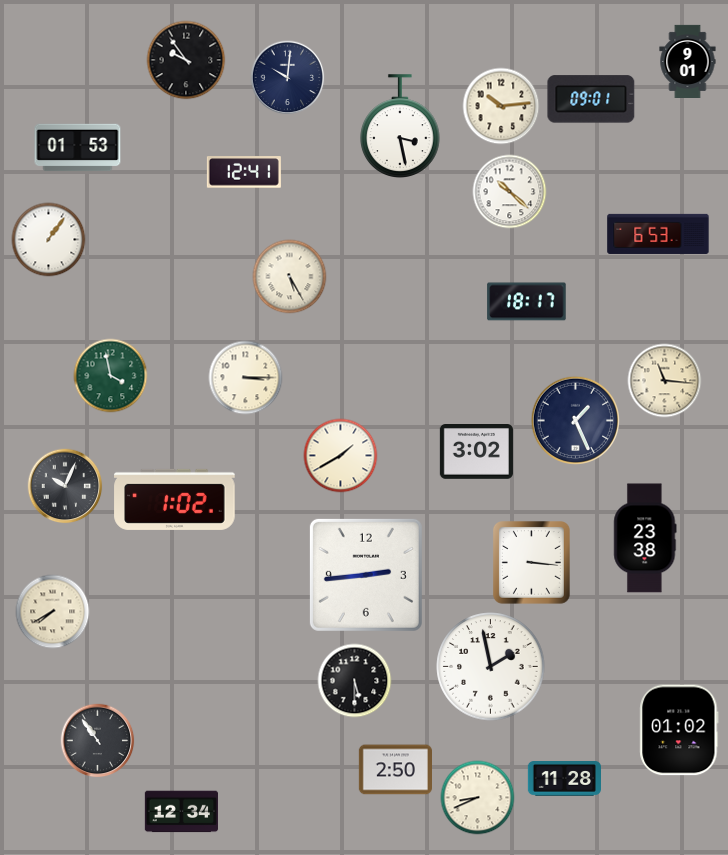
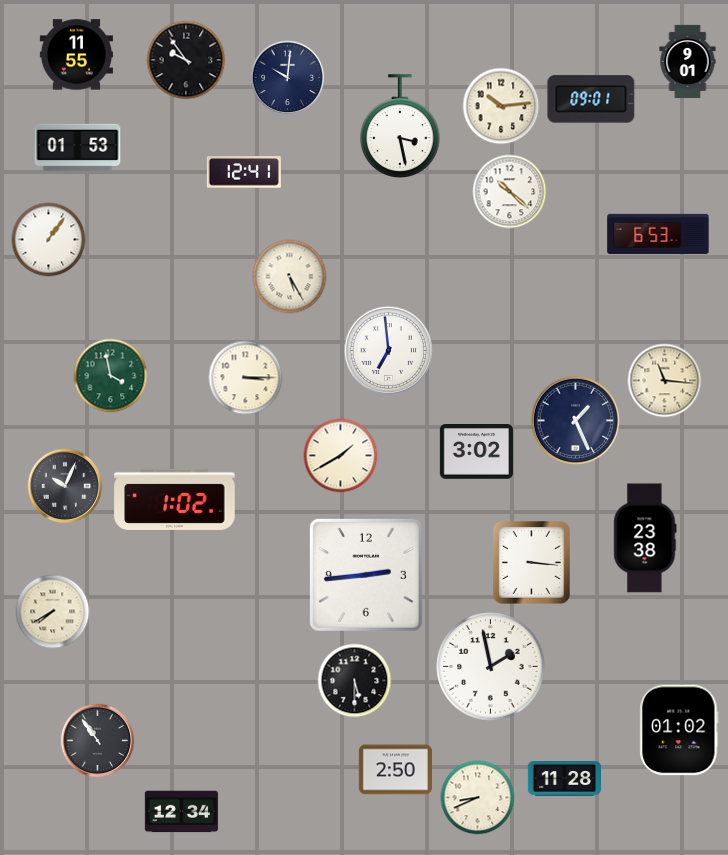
clock at (76, 55): none -> 11:55
clock at (527, 302): 18:17 -> none
clock at (388, 350): none -> 6:59
